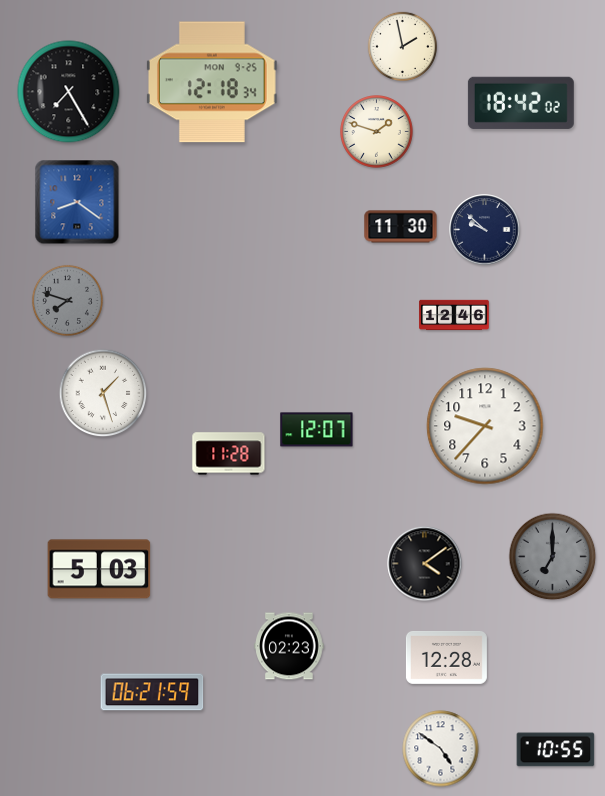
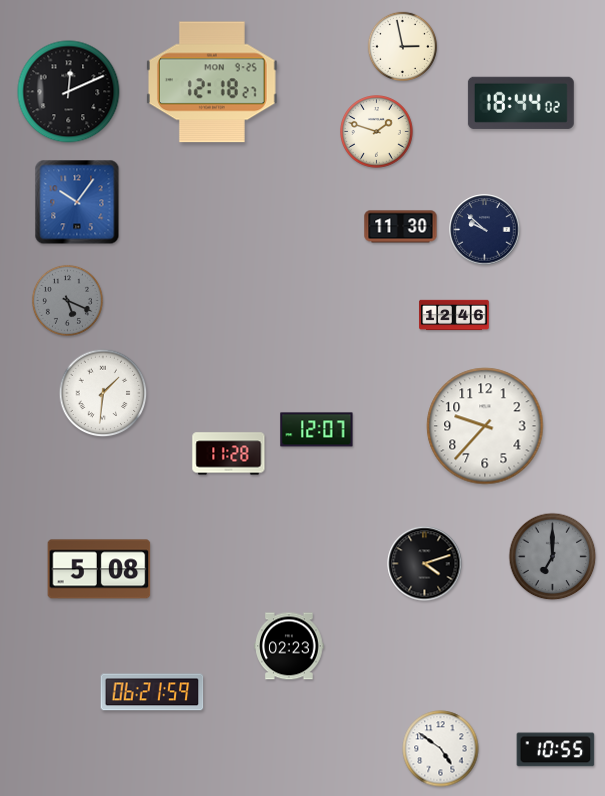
clock at (402, 46): 1:58 -> 2:58
clock at (212, 82): 12:18:34 -> 12:18:27
clock at (69, 92): 7:25 -> 12:11
clock at (521, 103): 18:42 -> 18:44
clock at (77, 202): 8:21 -> 10:06
clock at (67, 300): 7:48 -> 5:19
clock at (103, 393): 1:27 -> 1:31
clock at (425, 564): 4:09 -> 4:12
clock at (99, 569): 5:03 -> 5:08
clock at (446, 658): 12:28 -> none
